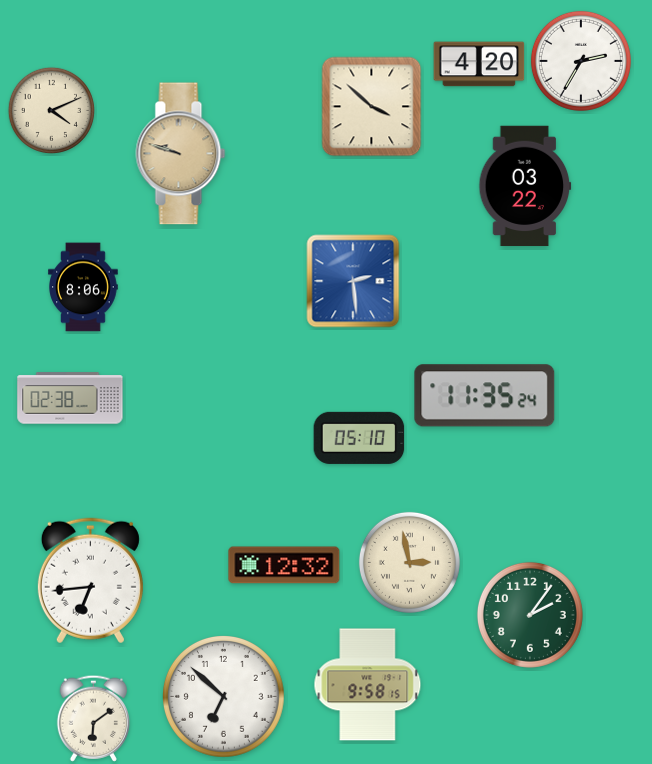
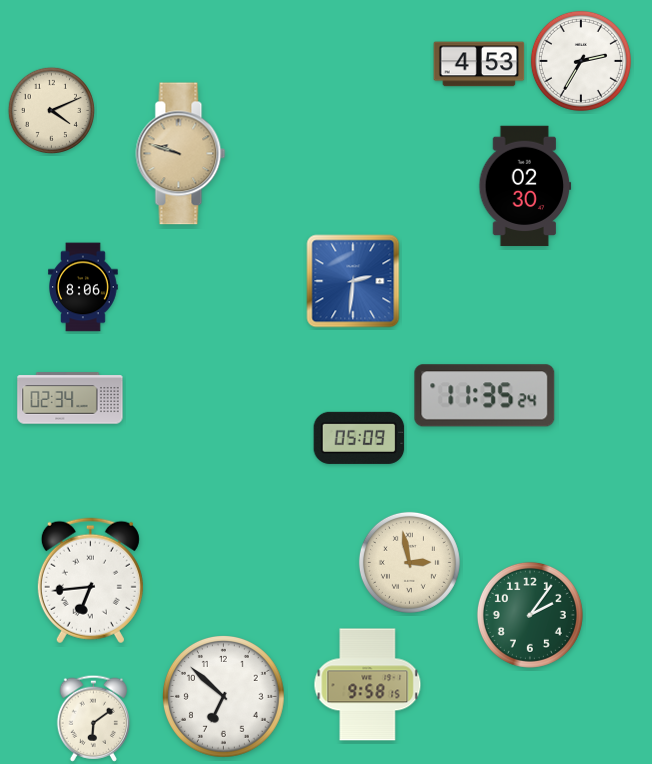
clock at (479, 64): 4:20 -> 4:53
clock at (372, 107): 3:52 -> none
clock at (525, 186): 03:22 -> 02:30
clock at (353, 281): 2:29 -> 2:31
clock at (70, 398): 02:38 -> 02:34
clock at (359, 438): 05:10 -> 05:09
clock at (284, 565): 12:32 -> none
